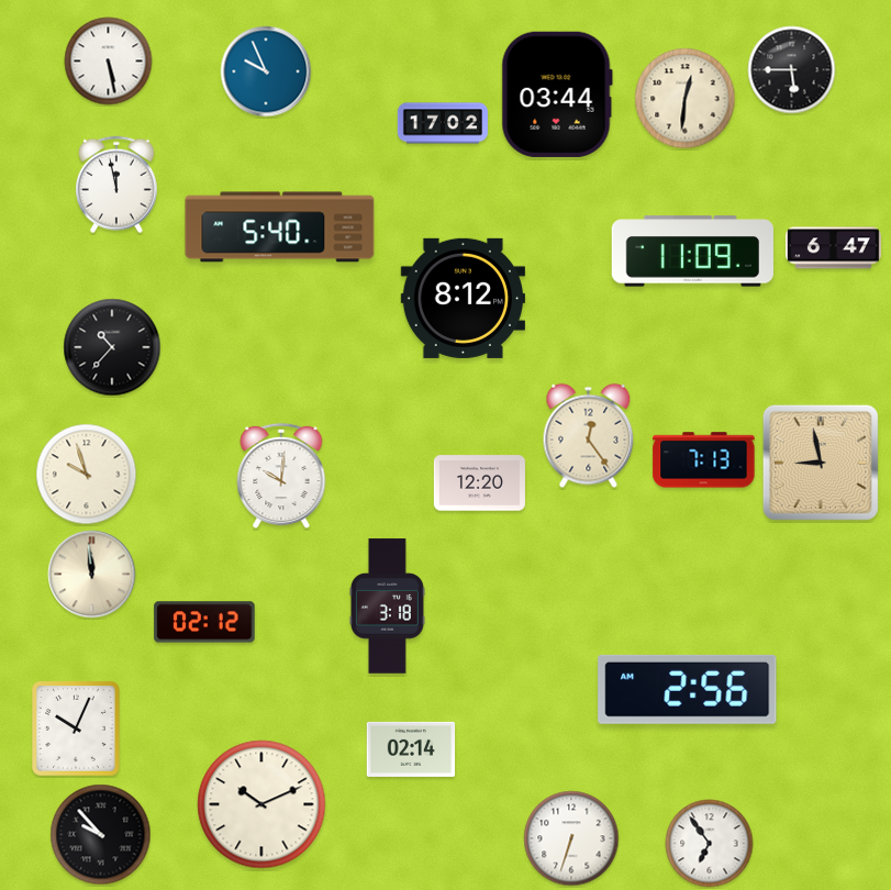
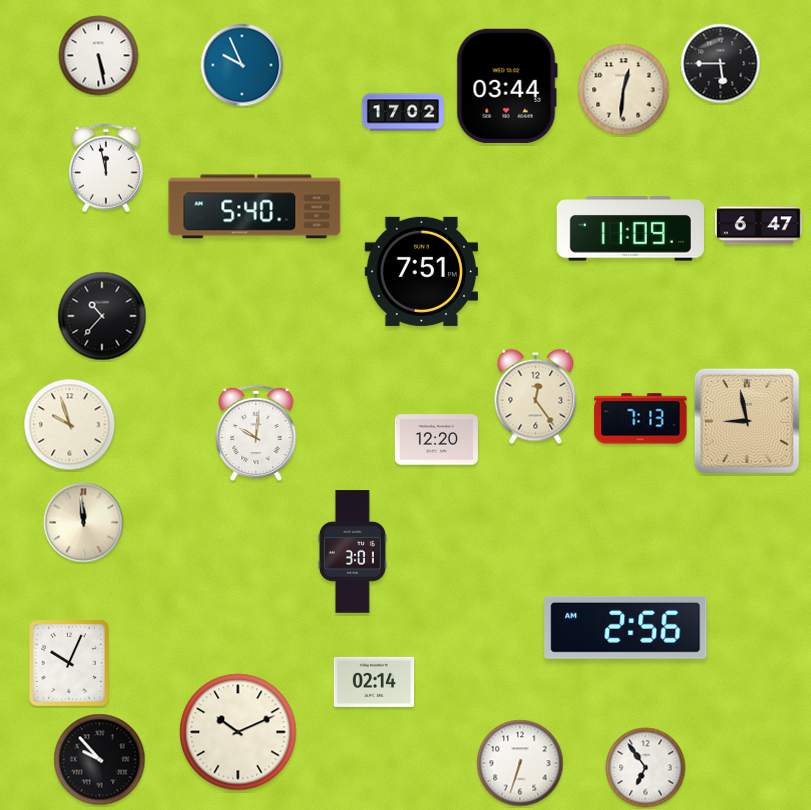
clock at (463, 298): 8:12 -> 7:51
clock at (87, 475) position: (87, 475) -> (70, 425)
clock at (387, 607): 3:18 -> 3:01
clock at (204, 622): 02:12 -> none
clock at (101, 835) position: (101, 835) -> (100, 760)
